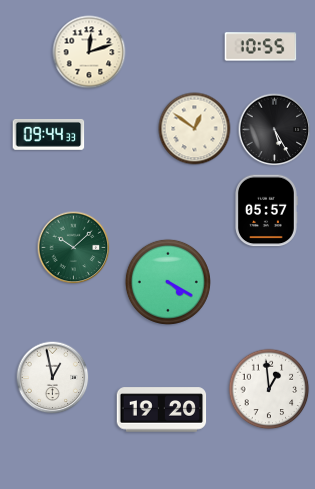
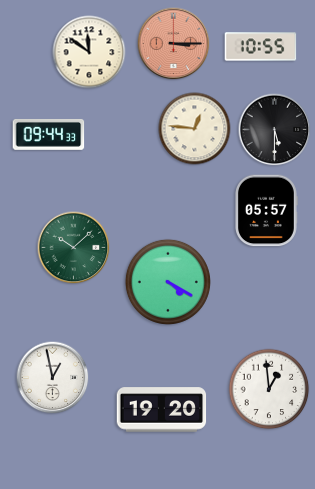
clock at (174, 44): none -> 3:15
clock at (89, 52): 12:12 -> 11:51
clock at (195, 129): 12:51 -> 12:46
clock at (275, 130): 5:25 -> 5:30
